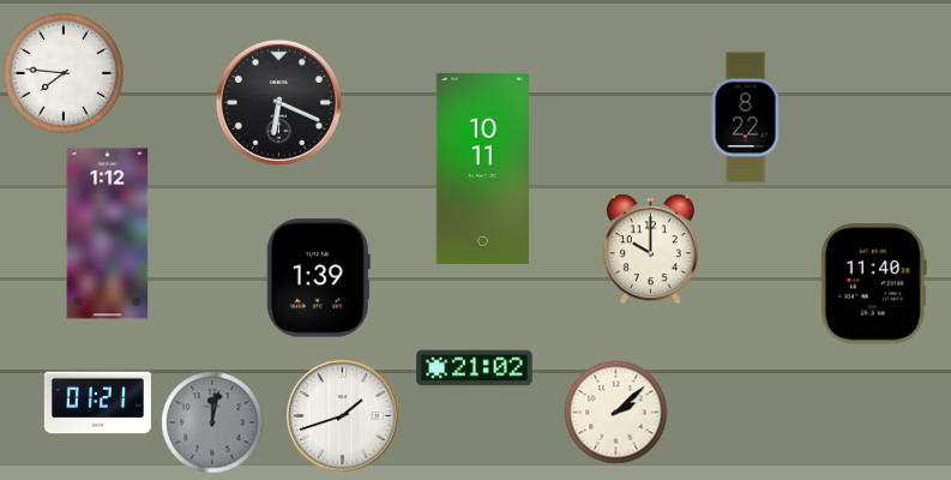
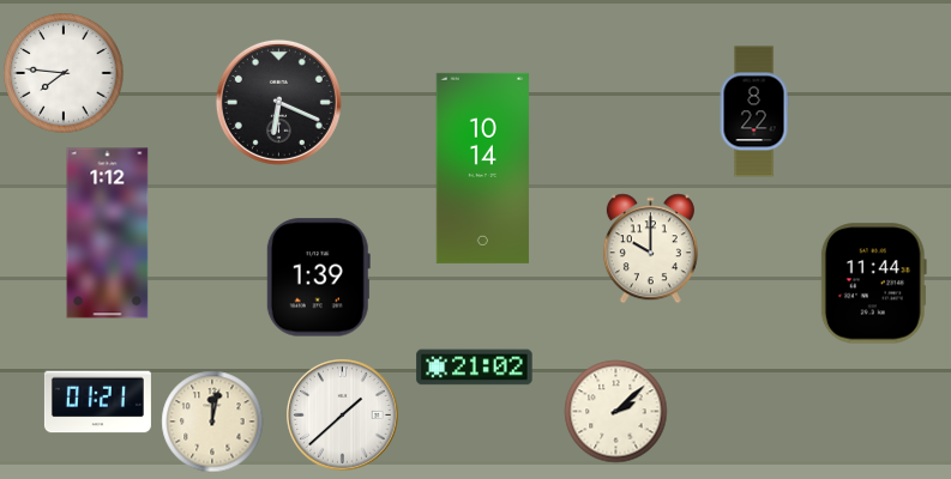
clock at (746, 118) position: (746, 118) -> (754, 111)
clock at (482, 168): 10:11 -> 10:14
clock at (873, 284): 11:40 -> 11:44
clock at (343, 416): 1:42 -> 1:38
clock at (212, 422) dial: grey -> cream
